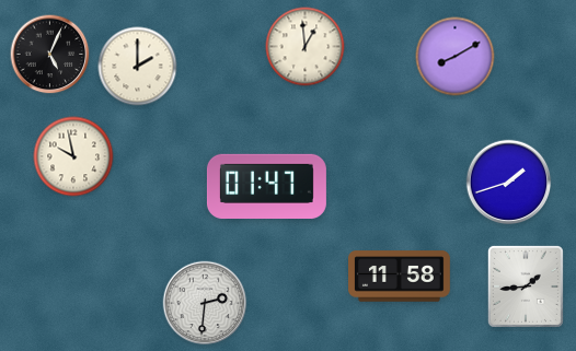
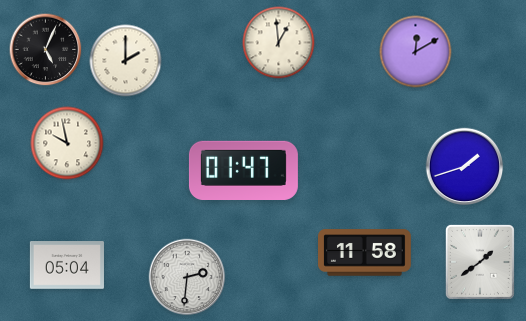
clock at (456, 57): 8:10 -> 12:10
clock at (526, 286): 1:44 -> 1:39
clock at (67, 265): none -> 05:04
